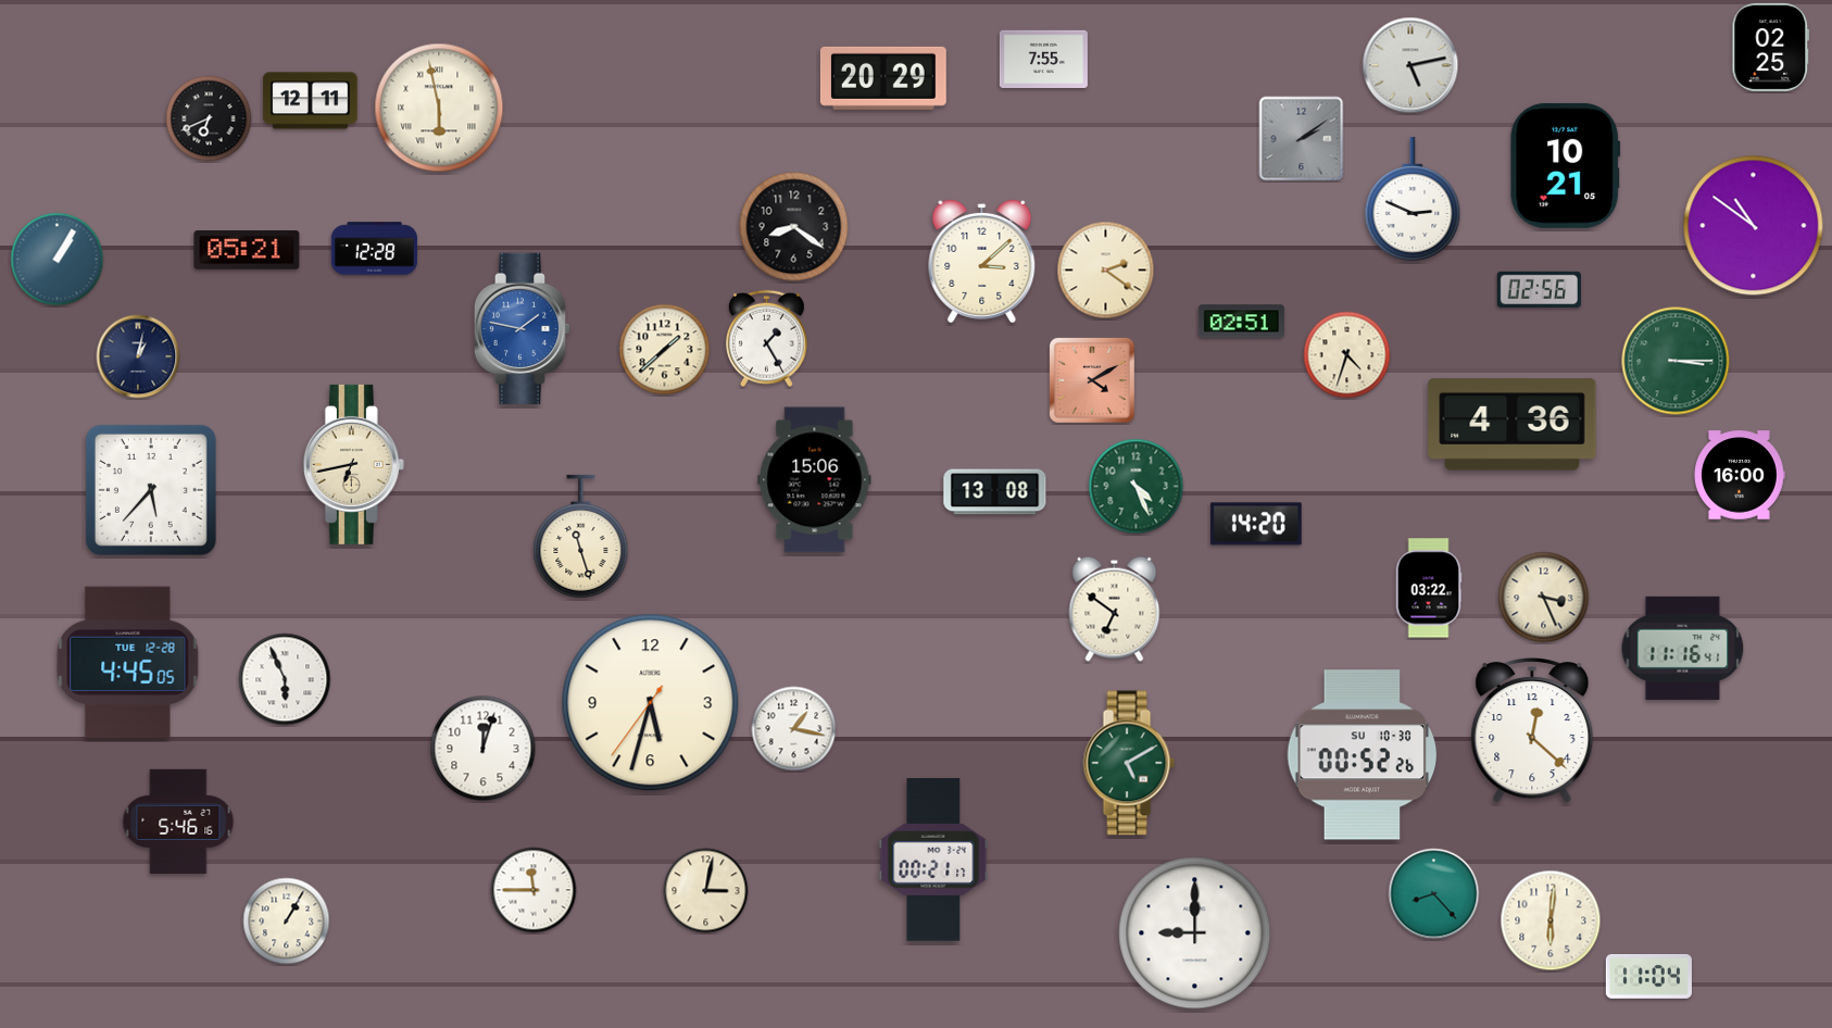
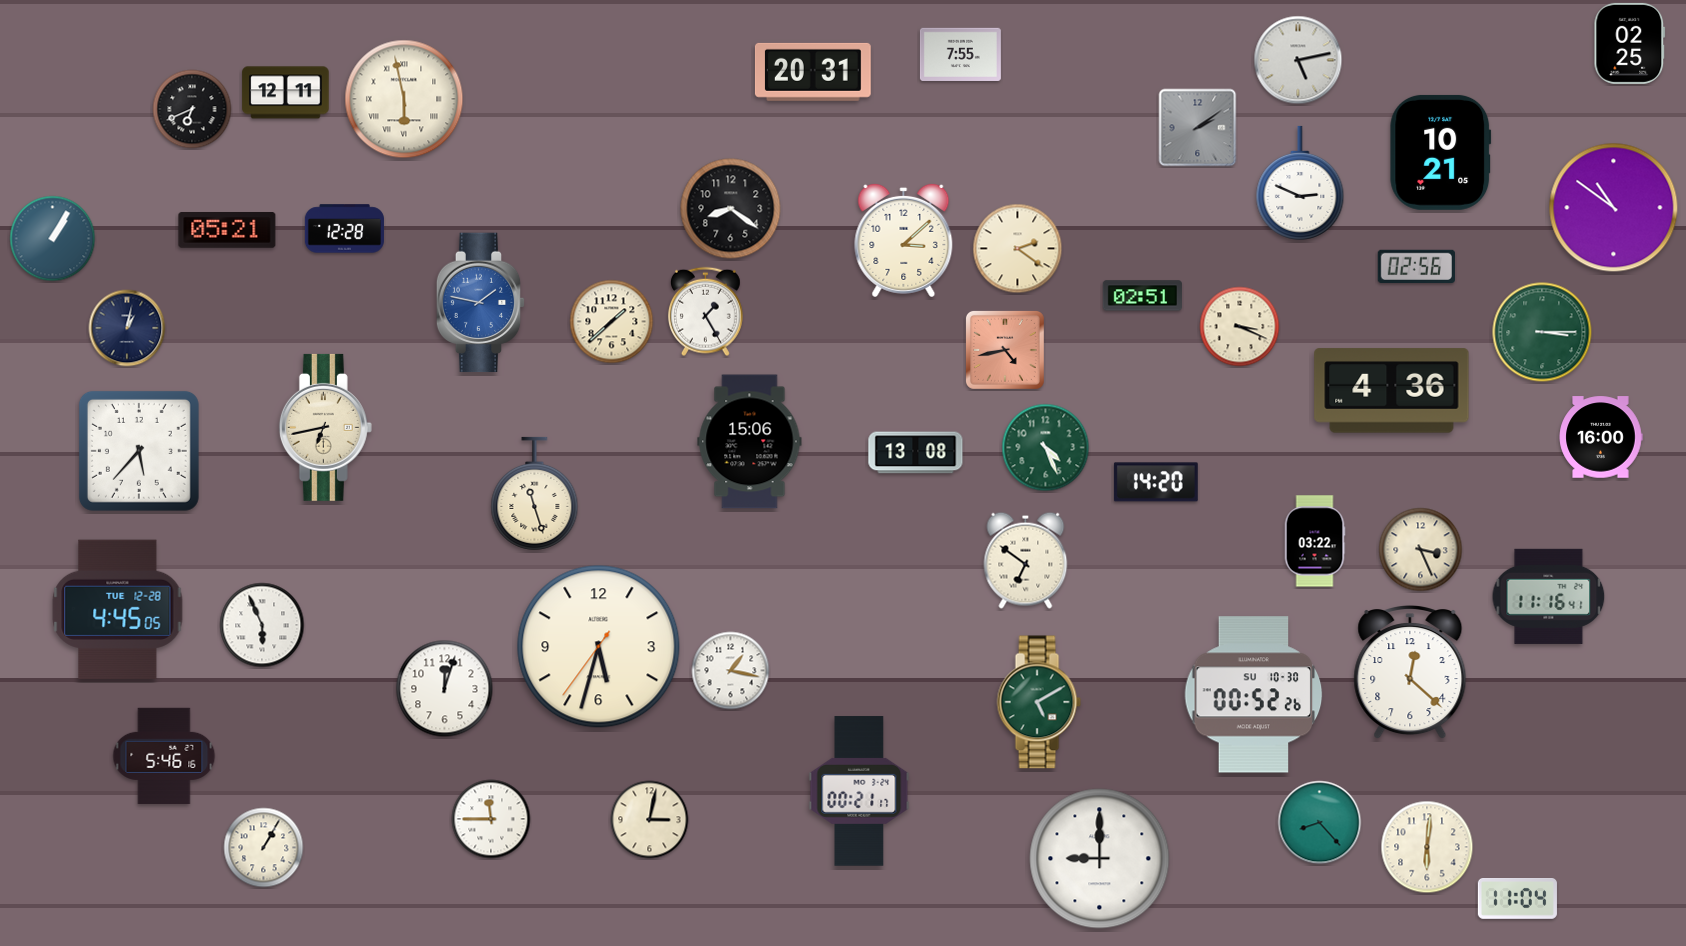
clock at (883, 78): 20:29 -> 20:31
clock at (1347, 355): 4:33 -> 3:19
clock at (1092, 380): 4:10 -> 4:43
